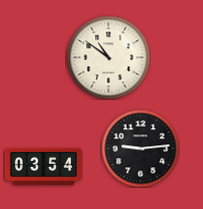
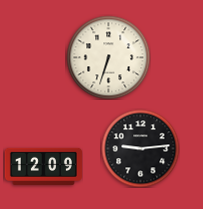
clock at (108, 57): 10:51 -> 6:33
clock at (43, 166): 03:54 -> 12:09
